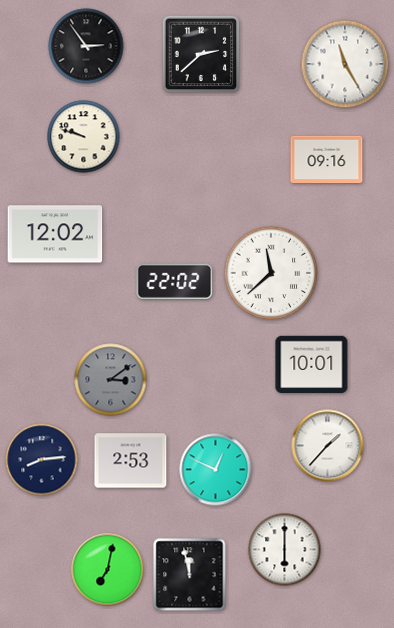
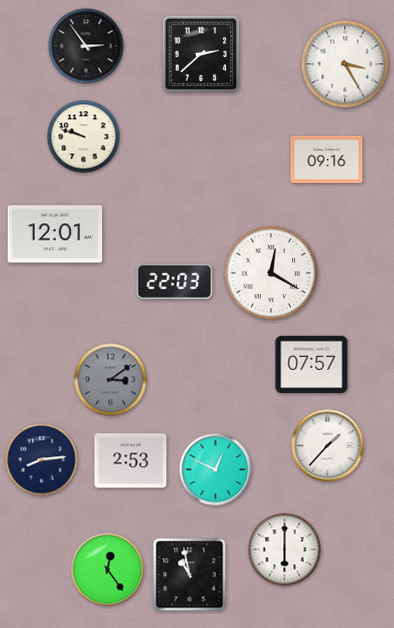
clock at (345, 64): 11:25 -> 3:25
clock at (55, 234): 12:02 -> 12:01
clock at (271, 273): 11:38 -> 12:20
clock at (175, 281): 22:02 -> 22:03
clock at (312, 364): 10:01 -> 07:57
clock at (108, 570): 7:02 -> 12:24
clock at (190, 575): 11:58 -> 10:58
